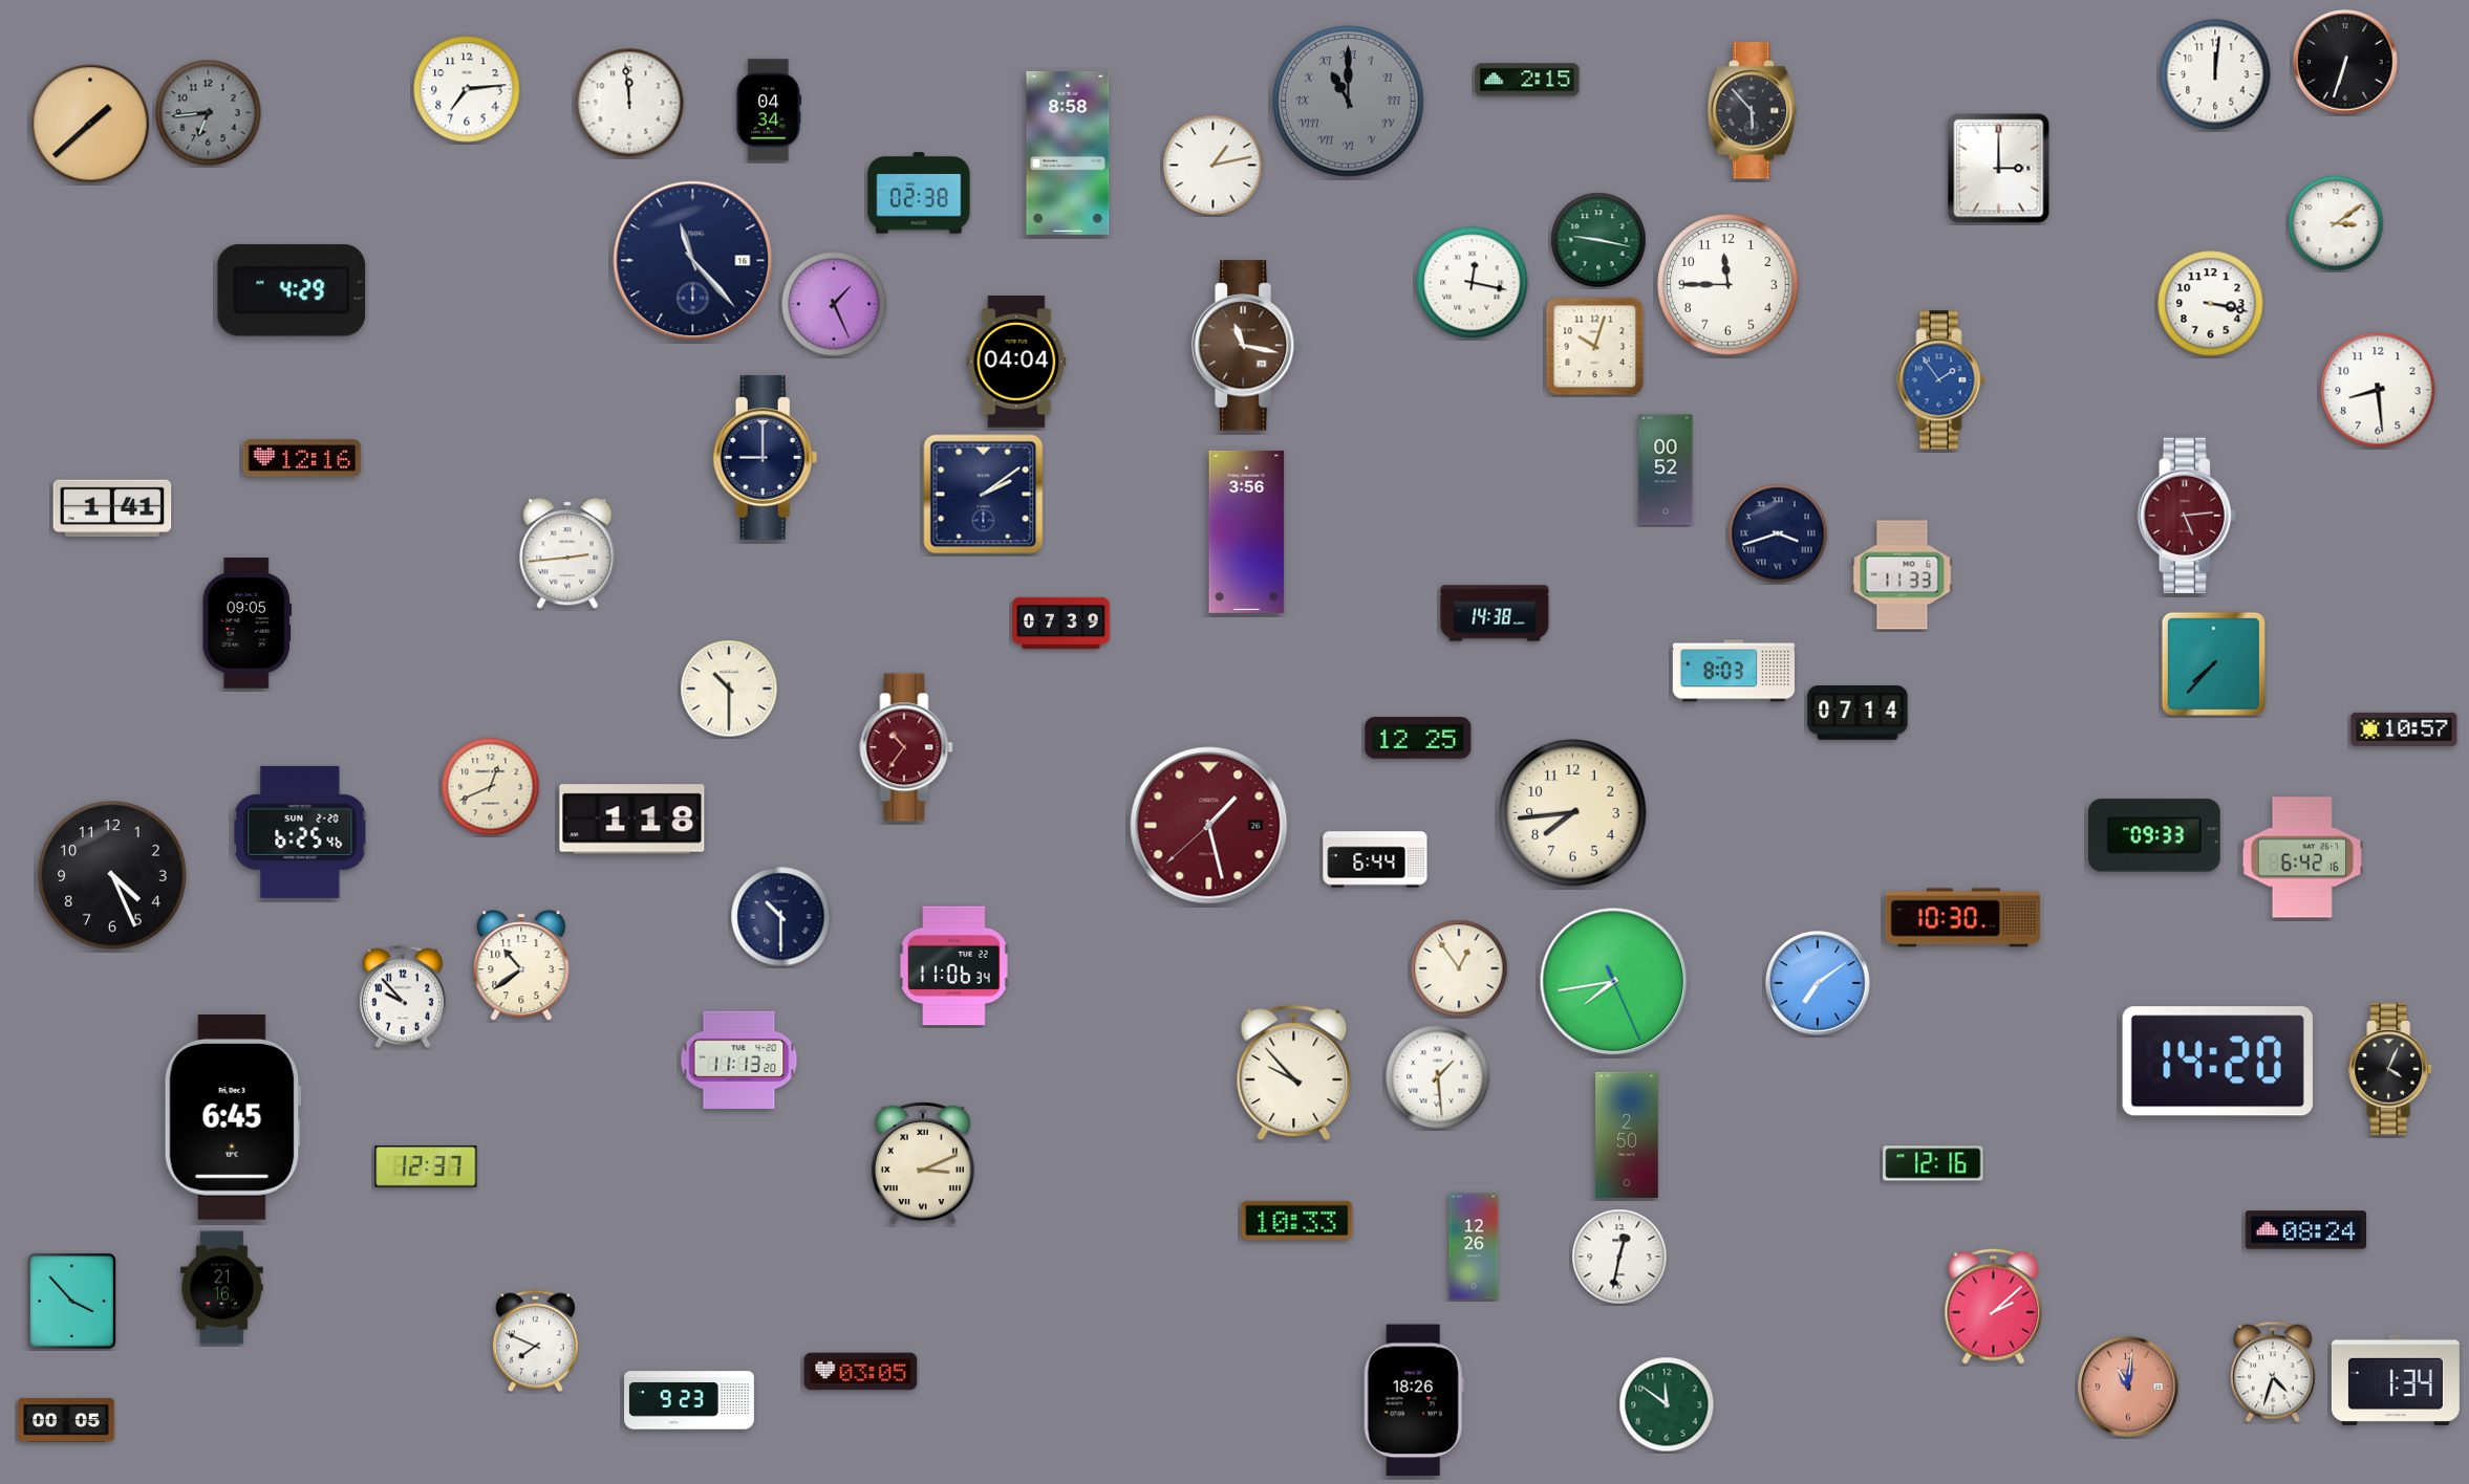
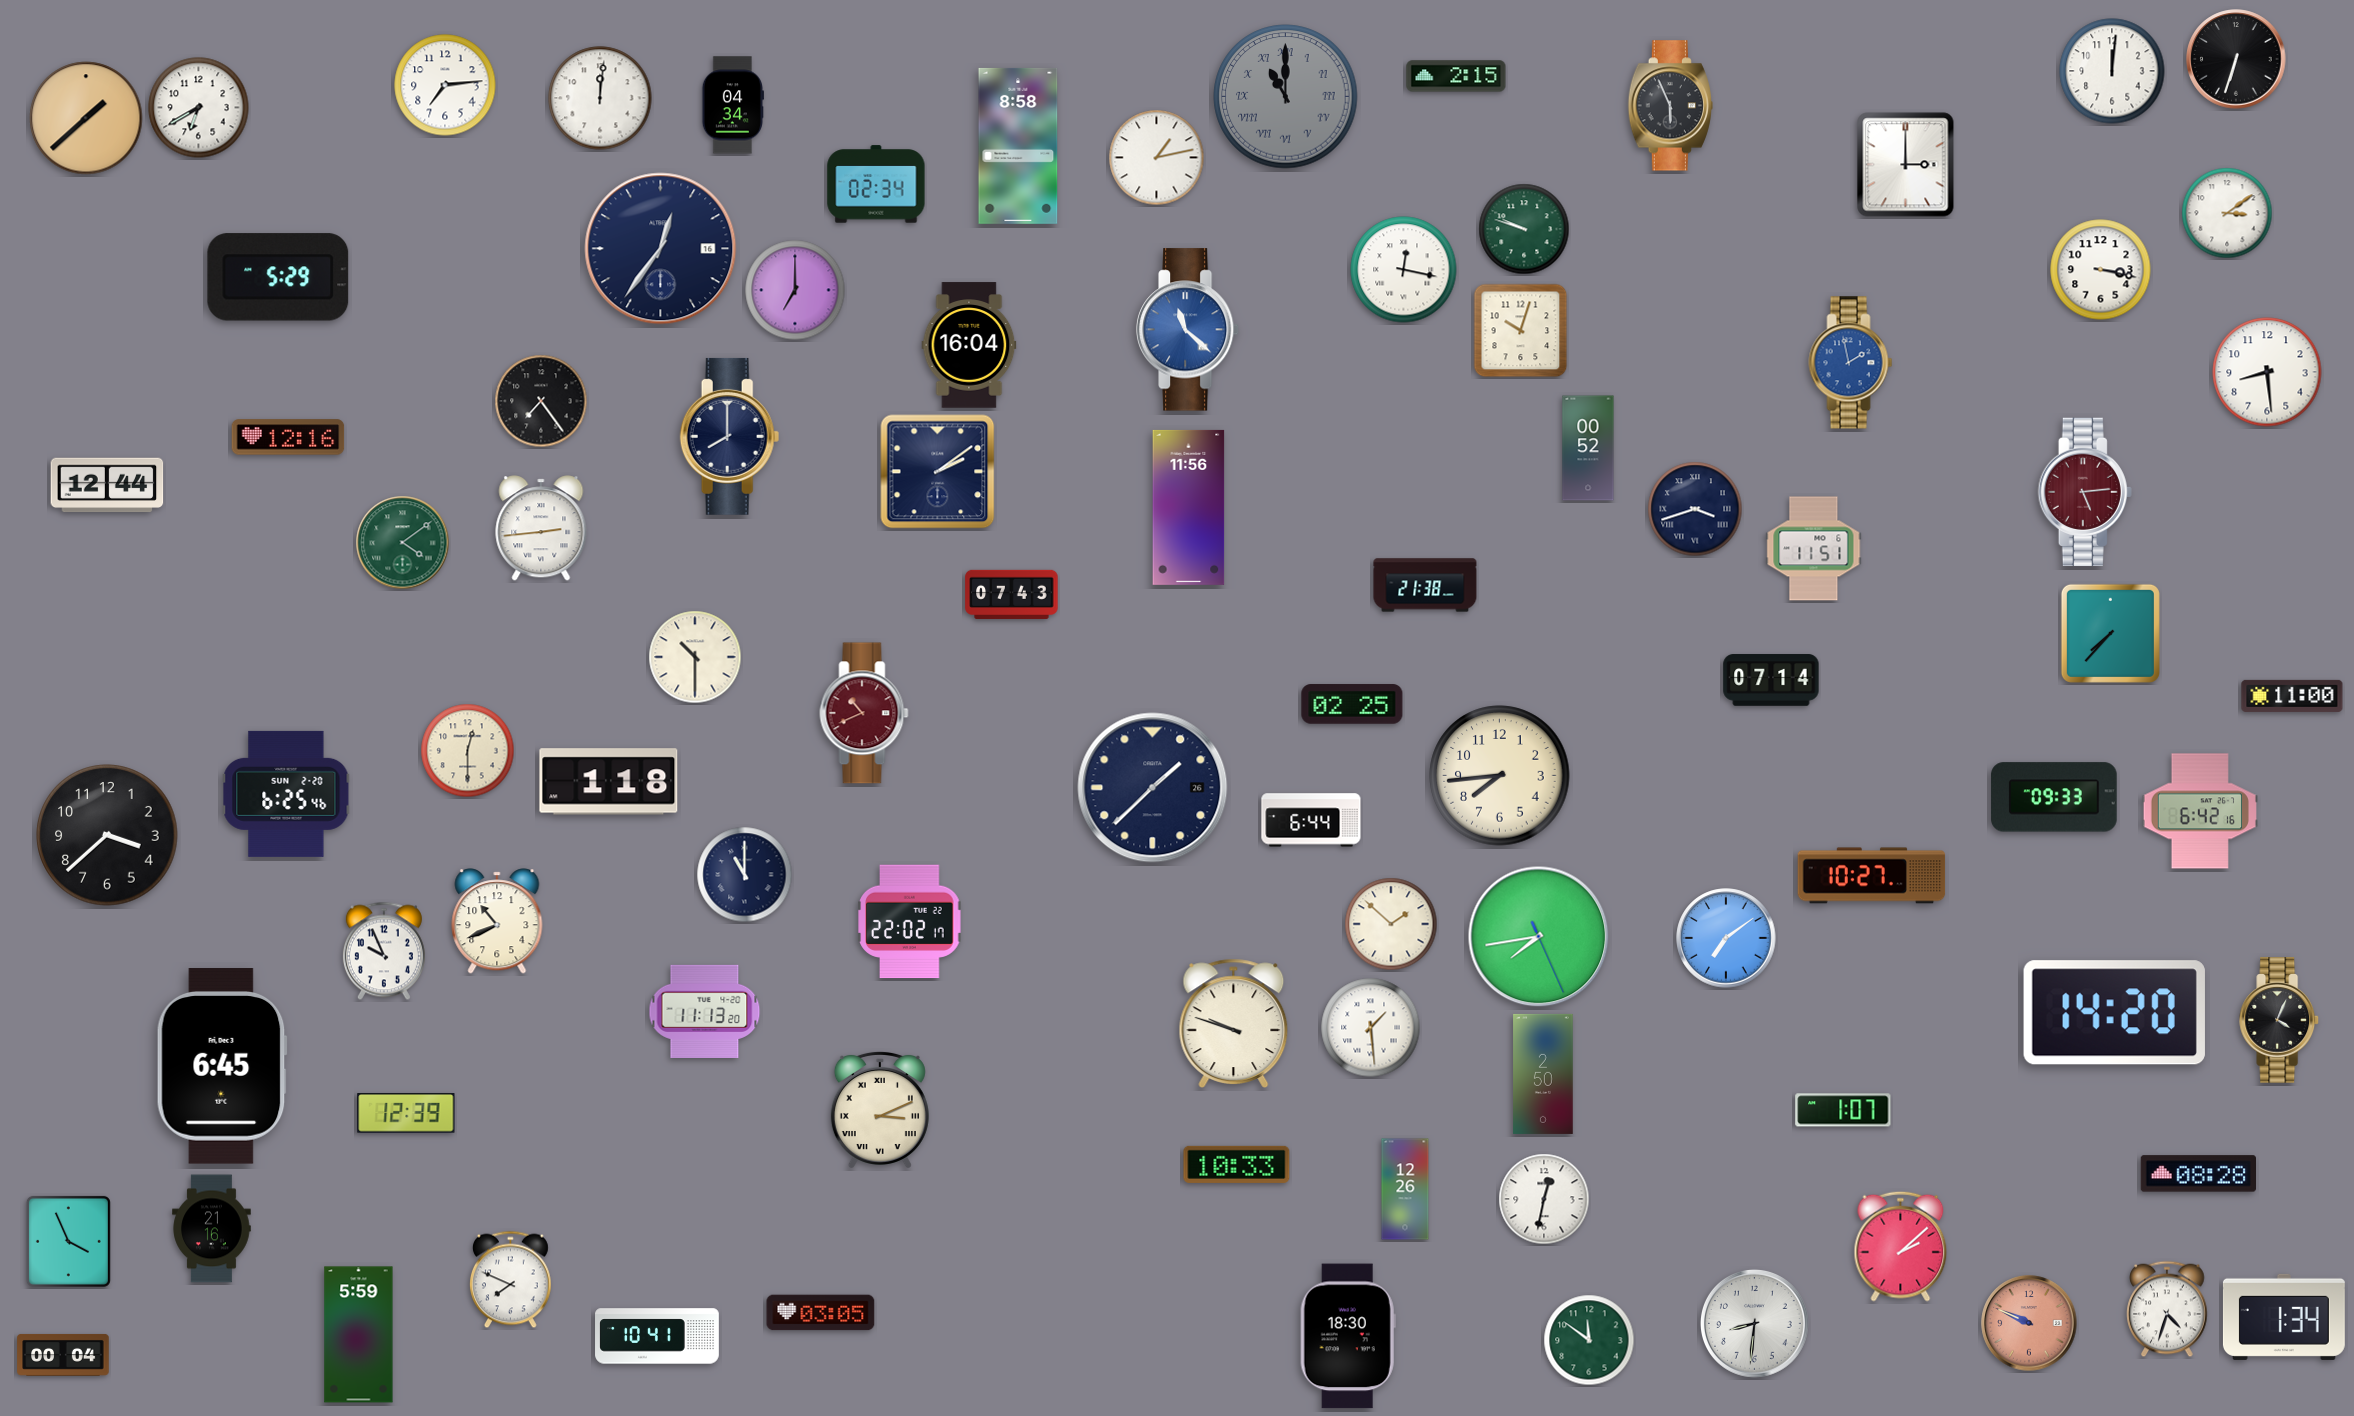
clock at (629, 103): 11:59 -> 12:01
clock at (1752, 111): 5:53 -> 5:56
clock at (209, 113): 6:44 -> 6:40
clock at (209, 113) dial: grey -> white
clock at (1999, 169) position: (1999, 169) -> (1906, 165)
clock at (919, 193): 02:38 -> 02:34
clock at (1598, 240): 9:17 -> 9:48
clock at (693, 261): 11:23 -> 12:36
clock at (1729, 285): 11:45 -> none
clock at (292, 290): 4:29 -> 5:29
clock at (834, 304): 1:26 -> 7:00
clock at (2211, 304) position: (2211, 304) -> (2101, 270)
clock at (1246, 346): 11:17 -> 11:22
clock at (1246, 346) dial: brown -> blue
clock at (1016, 362): 04:04 -> 16:04
clock at (1941, 380): 1:54 -> 1:58
clock at (541, 401): none -> 7:24
clock at (766, 457): 9:00 -> 8:00
clock at (112, 508): 1:41 -> 12:44
clock at (1247, 531): 3:56 -> 11:56
clock at (403, 543): none -> 4:09
clock at (1903, 575): 11:33 -> 11:51
clock at (1495, 613): 14:38 -> 21:38
clock at (1061, 623): 07:39 -> 07:43
clock at (246, 624): 09:05 -> none
clock at (1733, 671): 8:03 -> none
clock at (2404, 729): 10:57 -> 11:00
clock at (1418, 738): 12:25 -> 02:25
clock at (906, 747): 10:36 -> 10:41
clock at (491, 787): 12:41 -> 12:30
clock at (632, 820) position: (632, 820) -> (609, 782)
clock at (1209, 826): 1:27 -> 1:37
clock at (1209, 826) dial: burgundy -> navy
clock at (2301, 857) position: (2301, 857) -> (2199, 811)
clock at (112, 875): 4:26 -> 3:38
clock at (781, 917): 10:30 -> 11:00
clock at (1963, 918): 10:30 -> 10:27
clock at (521, 965): 10:39 -> 10:41
clock at (954, 966): 11:06 -> 22:02
clock at (1459, 968): 12:54 -> 1:52
clock at (1818, 983) position: (1818, 983) -> (1726, 938)
clock at (403, 997): 9:53 -> 9:56
clock at (1294, 1072): 9:53 -> 9:48
clock at (1627, 1135) position: (1627, 1135) -> (1543, 1074)
clock at (1933, 1163): 12:16 -> 1:07
clock at (426, 1167): 12:37 -> 12:39
clock at (2305, 1230): 08:24 -> 08:28
clock at (71, 1301): 3:53 -> 3:56
clock at (861, 1372) position: (861, 1372) -> (821, 1313)
clock at (1754, 1323): none -> 8:31
clock at (2128, 1387): 11:01 -> 9:49
clock at (359, 1335): none -> 5:59
clock at (689, 1400): 9:23 -> 10:41
clock at (1414, 1400): 18:26 -> 18:30
clock at (66, 1420): 00:05 -> 00:04
